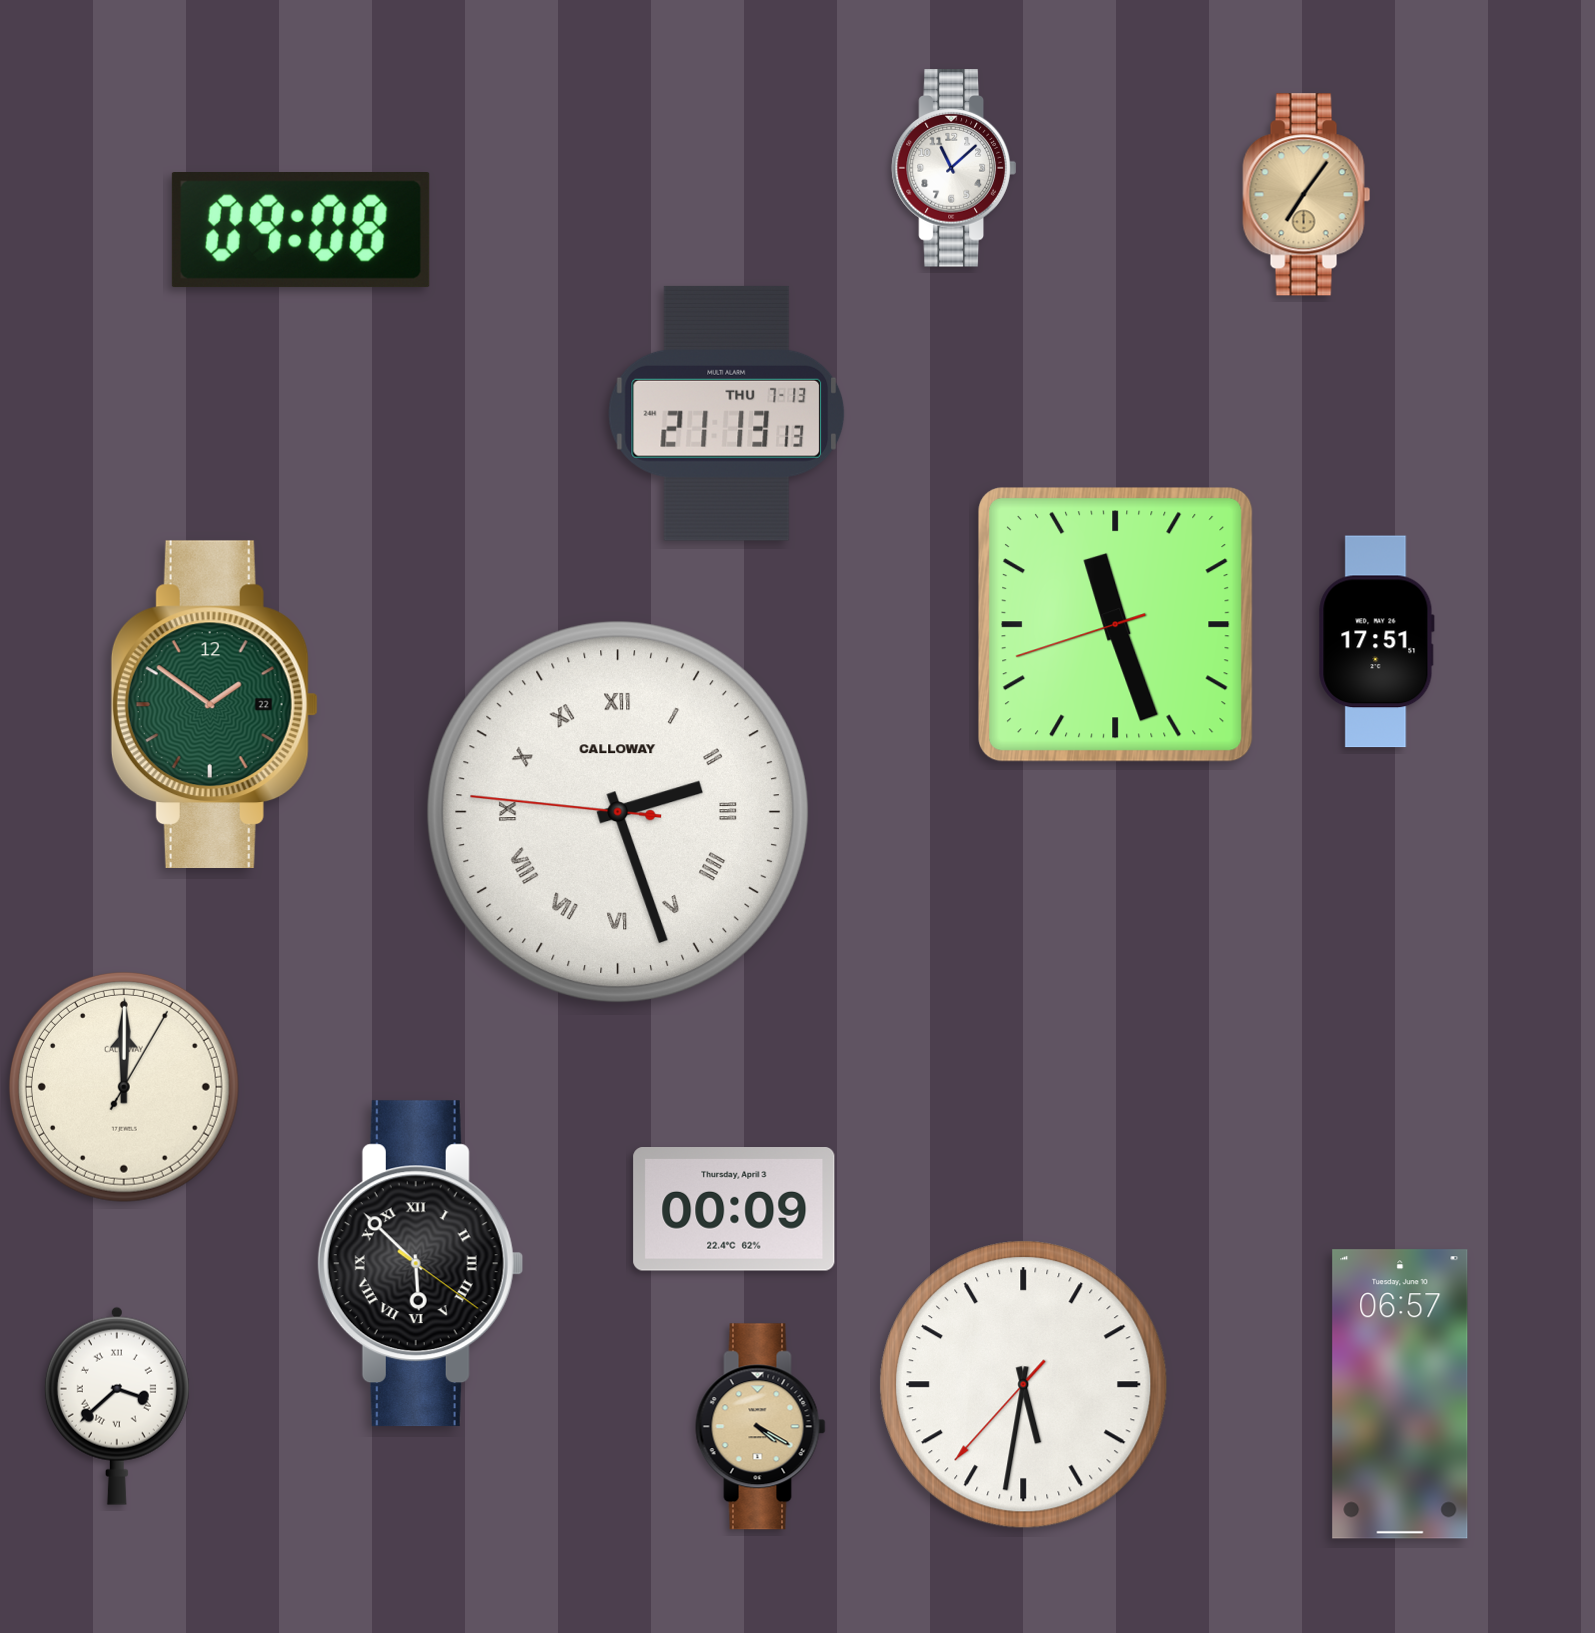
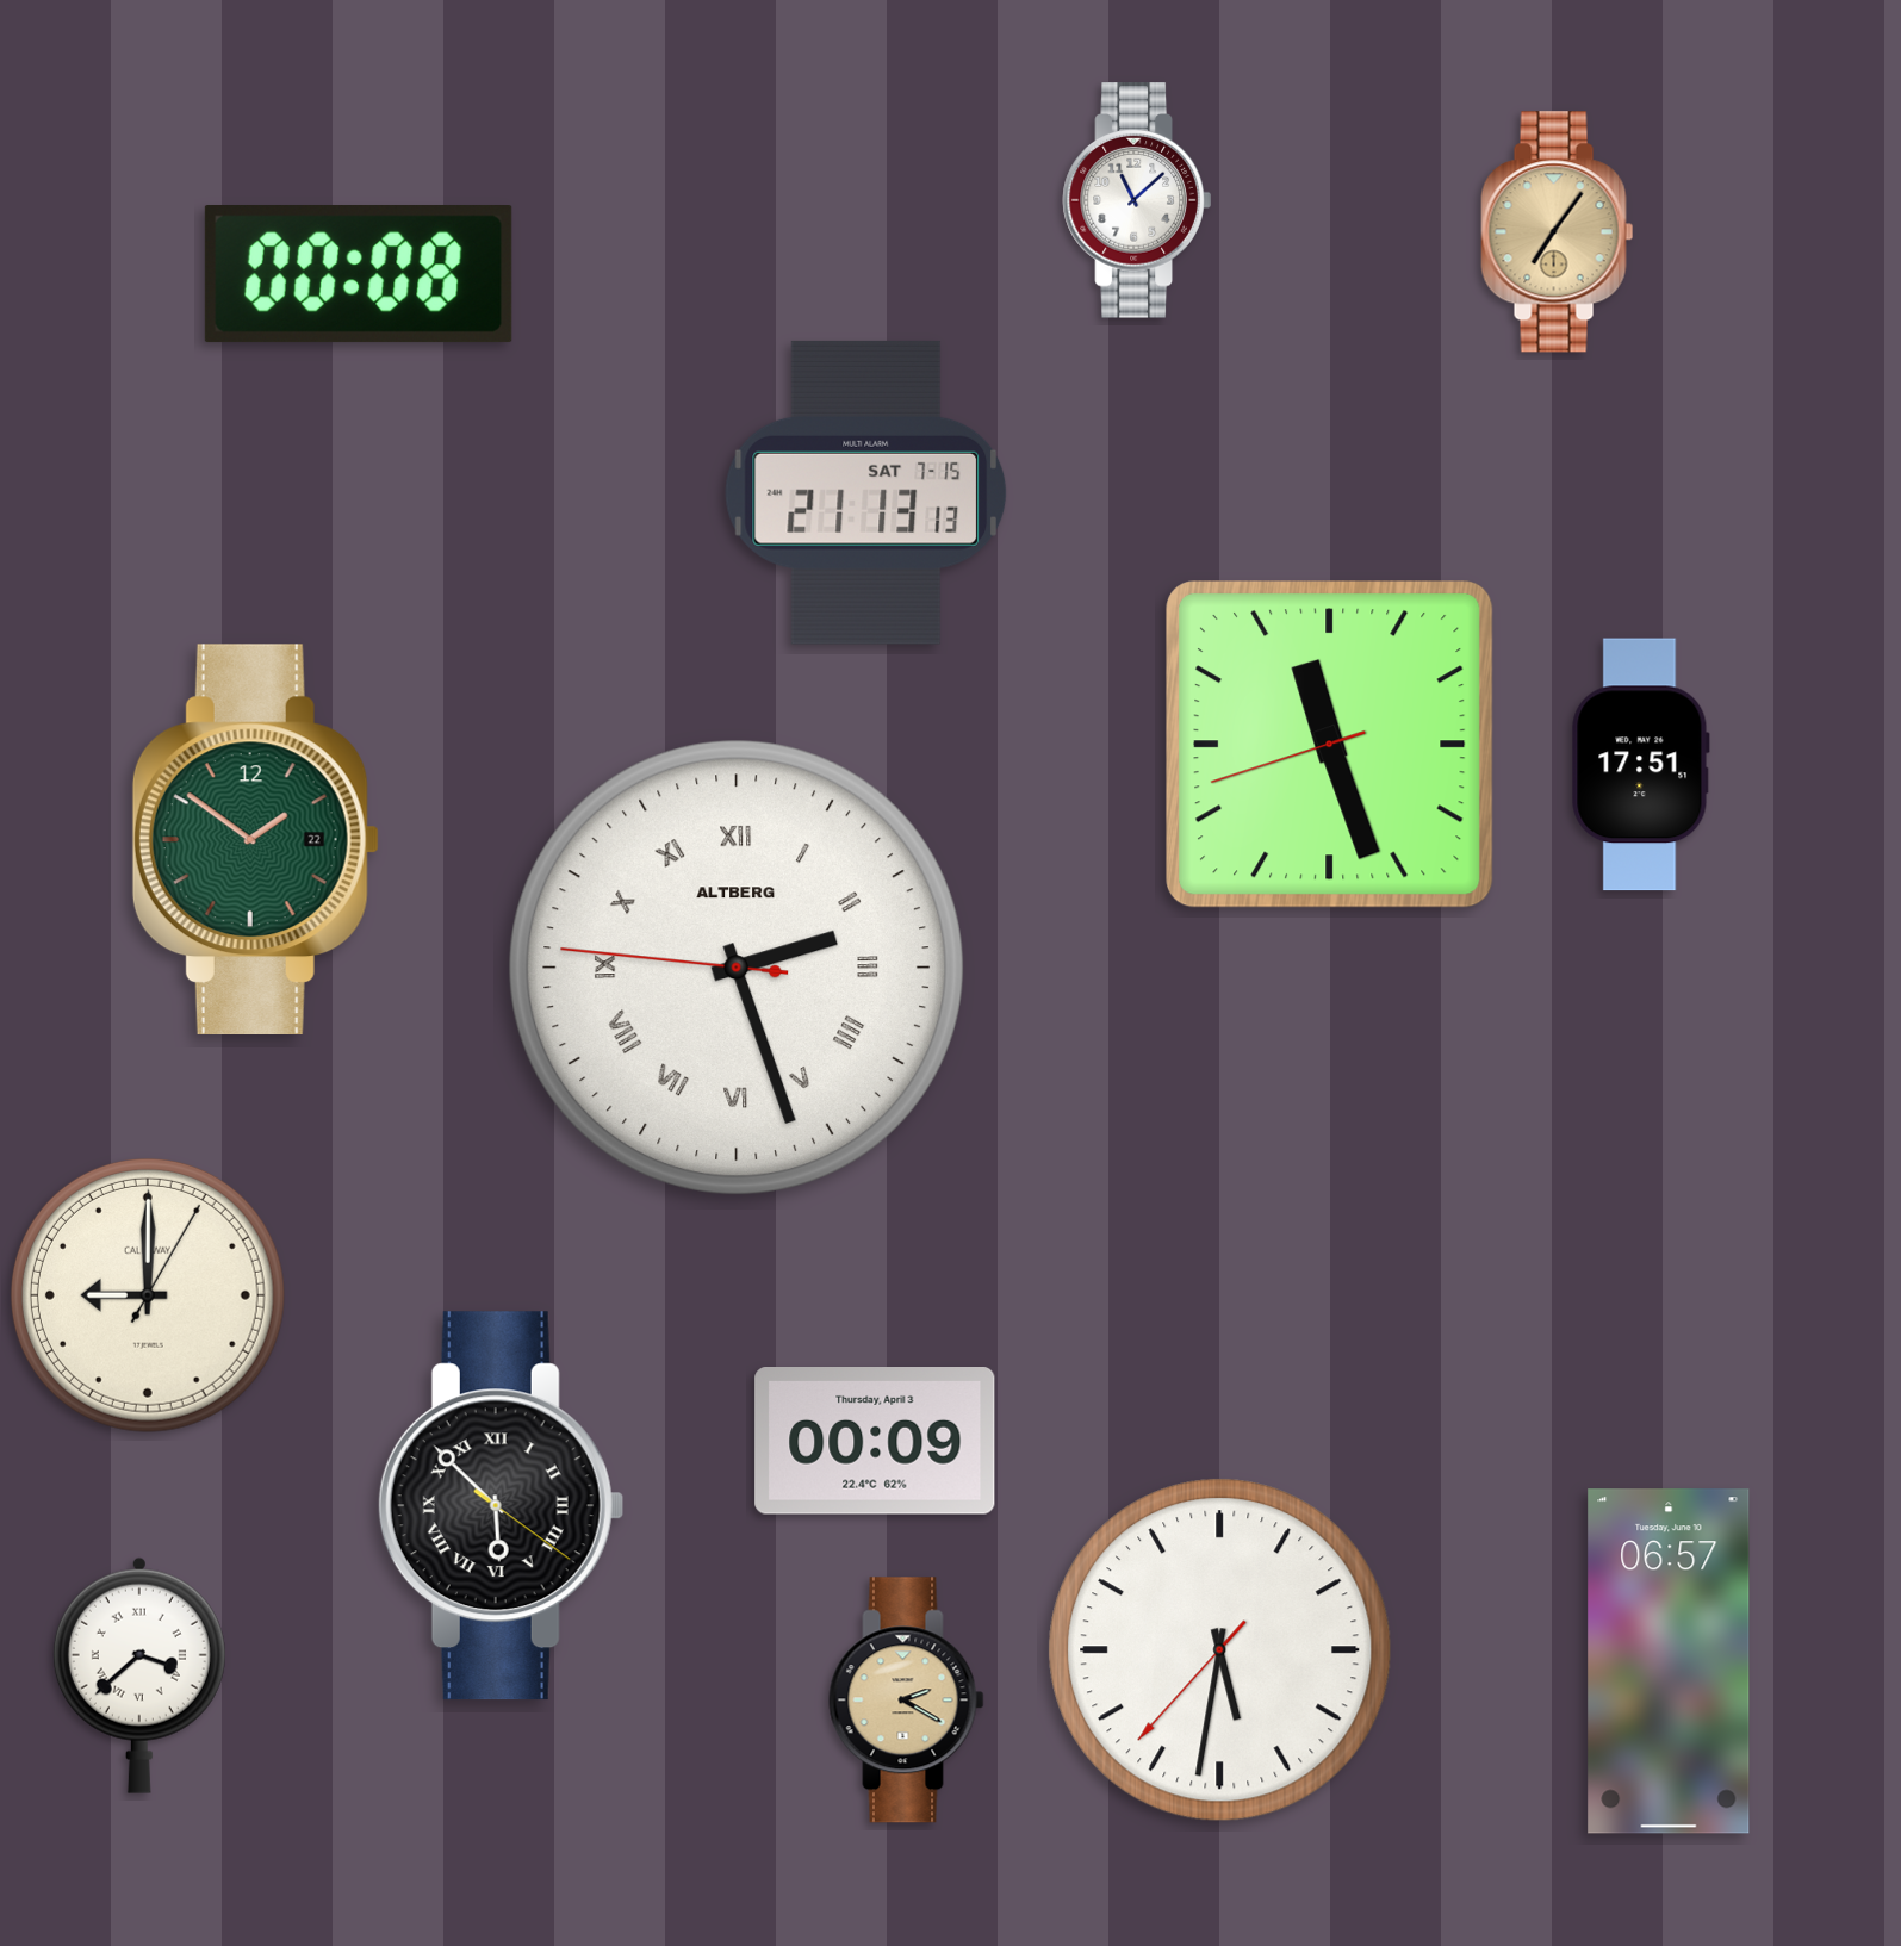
clock at (301, 231): 09:08 -> 00:08
clock at (727, 413) date: THU 7-13 -> SAT 7-15
clock at (618, 812) brand: CALLOWAY -> ALTBERG
clock at (124, 1087): 12:00 -> 9:00
clock at (761, 1427): 4:20 -> 2:20
